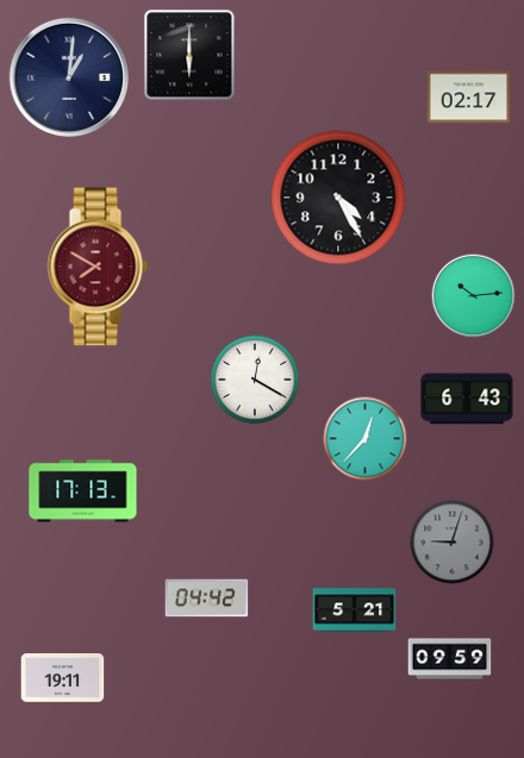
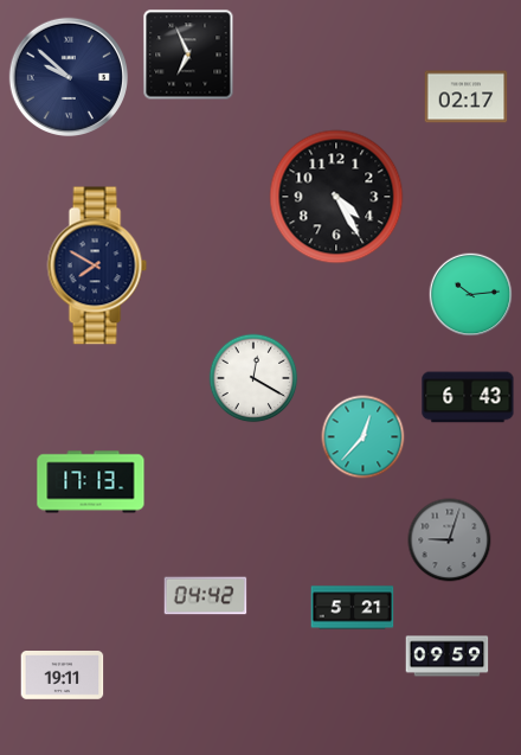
clock at (189, 55): 6:00 -> 6:56
clock at (68, 76): 1:01 -> 9:52
clock at (98, 267) dial: burgundy -> navy
clock at (467, 399) position: (467, 399) -> (468, 397)
clock at (83, 491) position: (83, 491) -> (91, 482)
